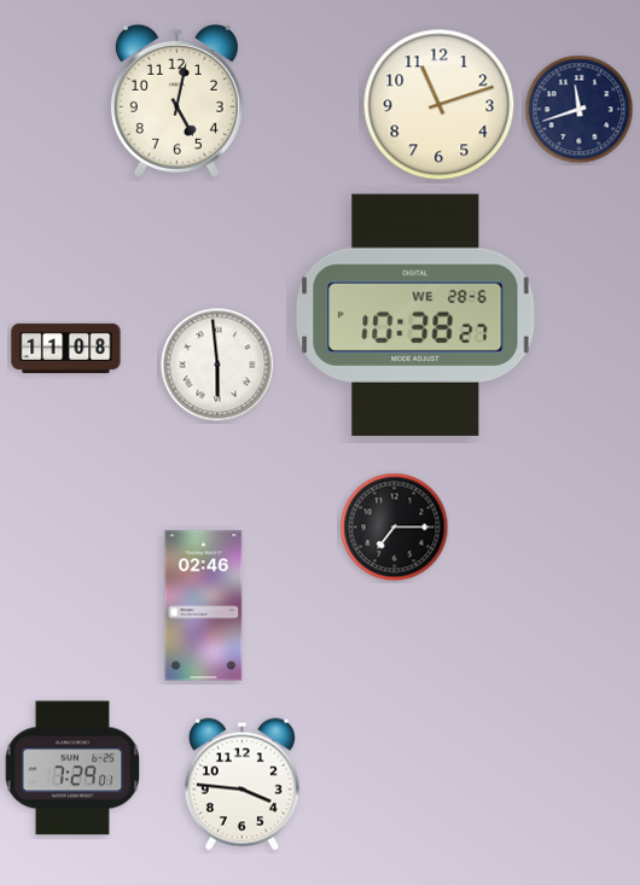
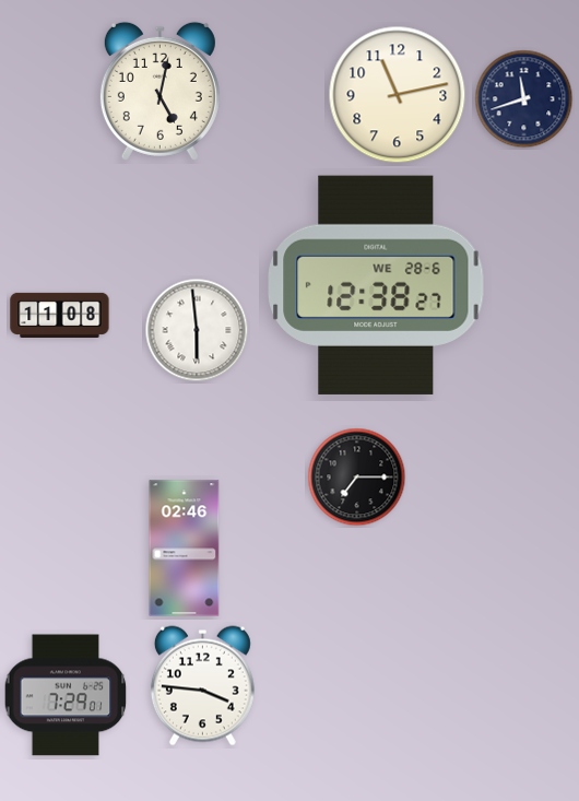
clock at (440, 105): 11:12 -> 11:13
clock at (415, 315): 10:38 -> 12:38
clock at (242, 785) position: (242, 785) -> (202, 686)
